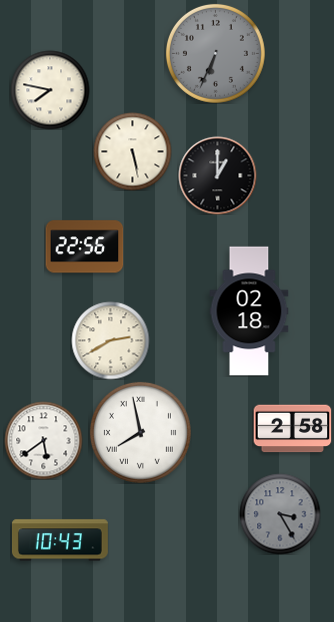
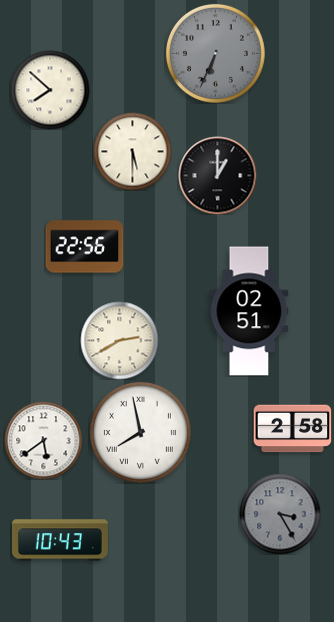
clock at (50, 90): 7:47 -> 7:52
clock at (132, 151): 5:28 -> 5:30
clock at (249, 311): 02:18 -> 02:51
clock at (110, 340) position: (110, 340) -> (119, 340)
